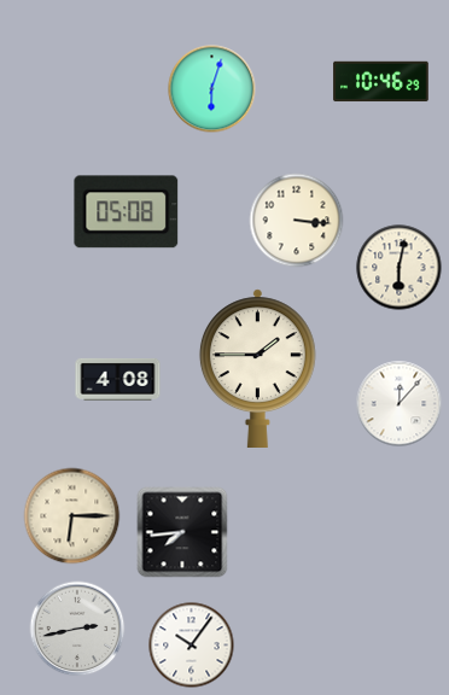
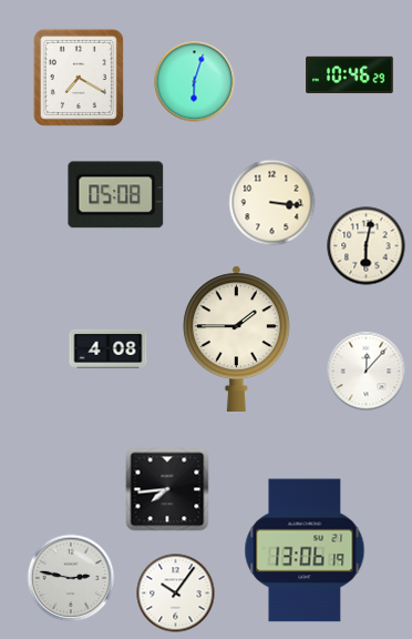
clock at (79, 78): none -> 7:20
clock at (72, 516): 6:15 -> none
clock at (305, 550): none -> 13:06
clock at (77, 629): 2:43 -> 2:47
